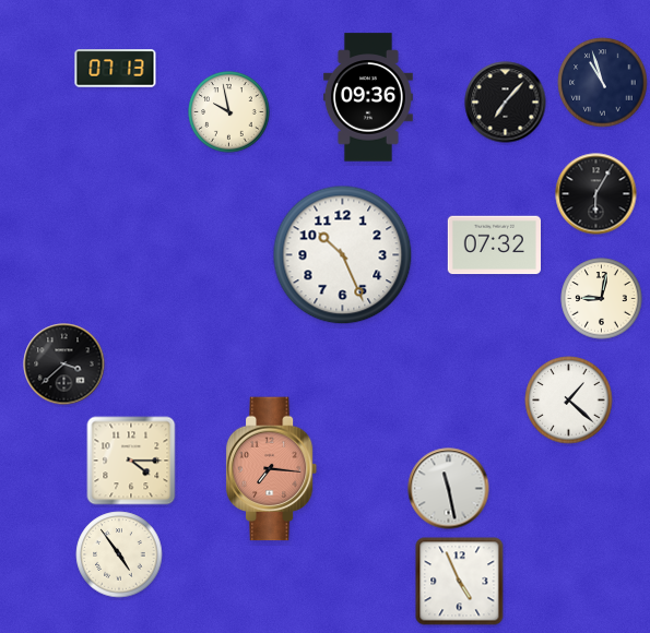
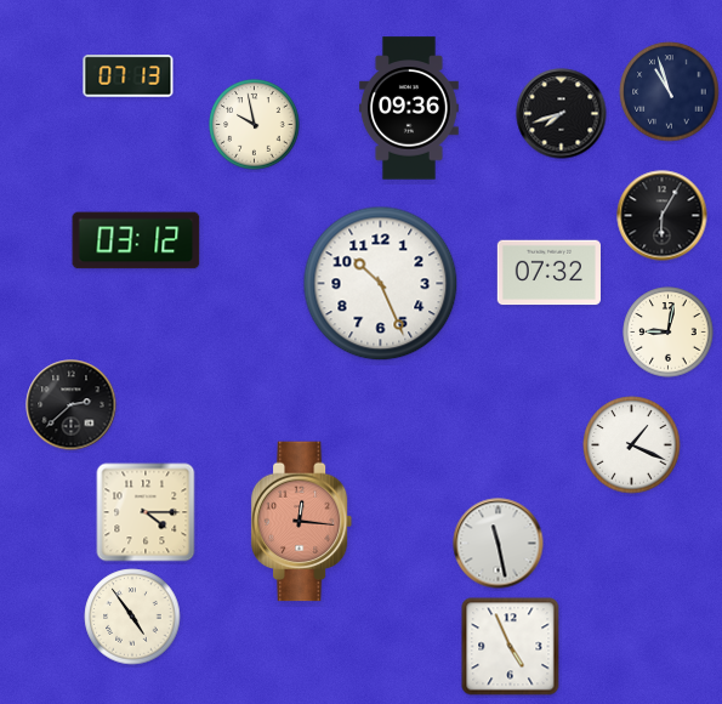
clock at (506, 103): 7:07 -> 7:42
clock at (136, 240): none -> 03:12
clock at (64, 365): 3:38 -> 2:38
clock at (569, 401): 1:22 -> 1:19
clock at (272, 469): 7:16 -> 12:16
